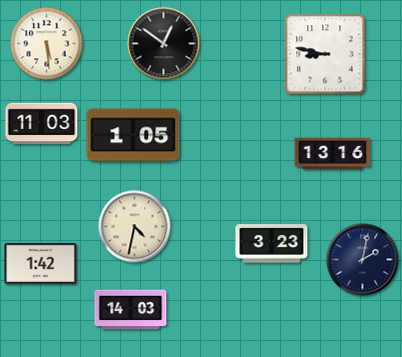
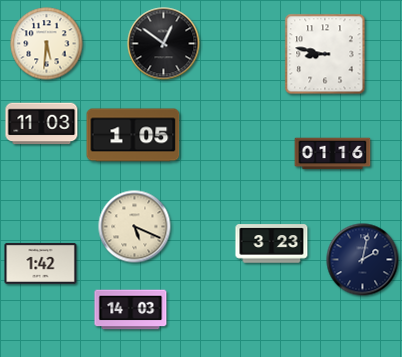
clock at (47, 44): 5:29 -> 5:31
clock at (333, 154): 13:16 -> 01:16
clock at (135, 227): 4:32 -> 5:19
